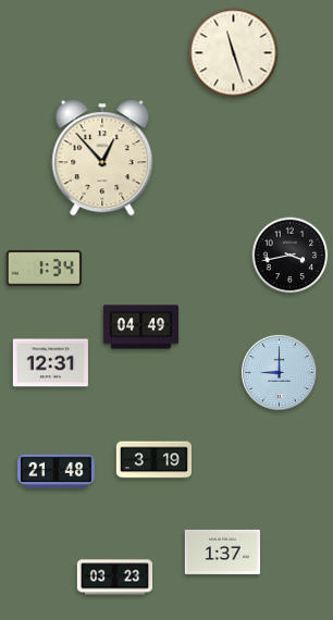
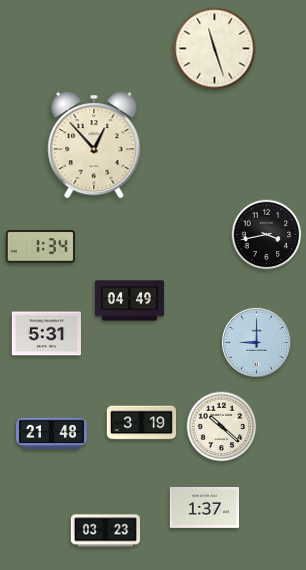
clock at (50, 363): 12:31 -> 5:31
clock at (222, 427): none -> 10:22
